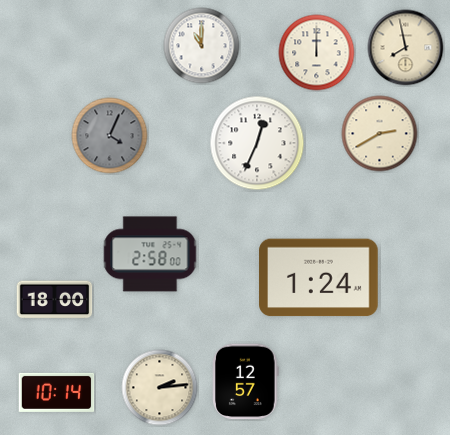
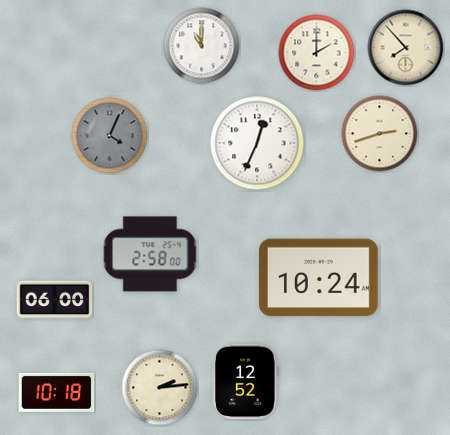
clock at (406, 48): 7:58 -> 7:53
clock at (317, 53): 12:00 -> 2:00
clock at (380, 134): 2:40 -> 2:42
clock at (319, 278): 1:24 -> 10:24
clock at (55, 300): 18:00 -> 06:00
clock at (246, 382): 12:57 -> 12:52
clock at (57, 392): 10:14 -> 10:18
